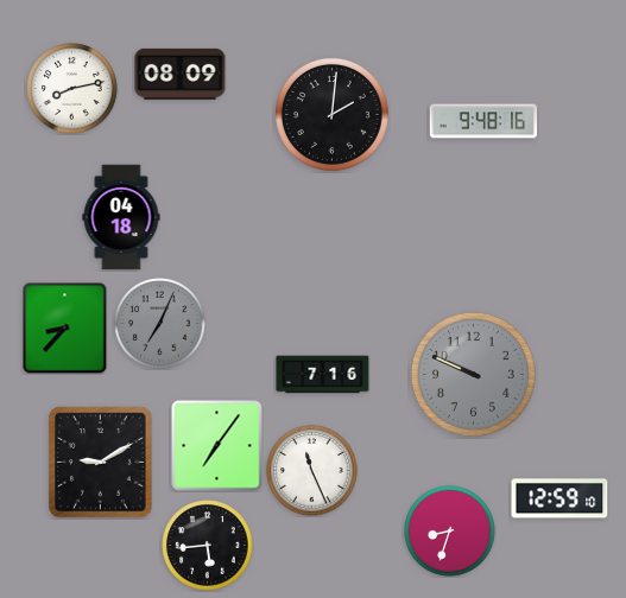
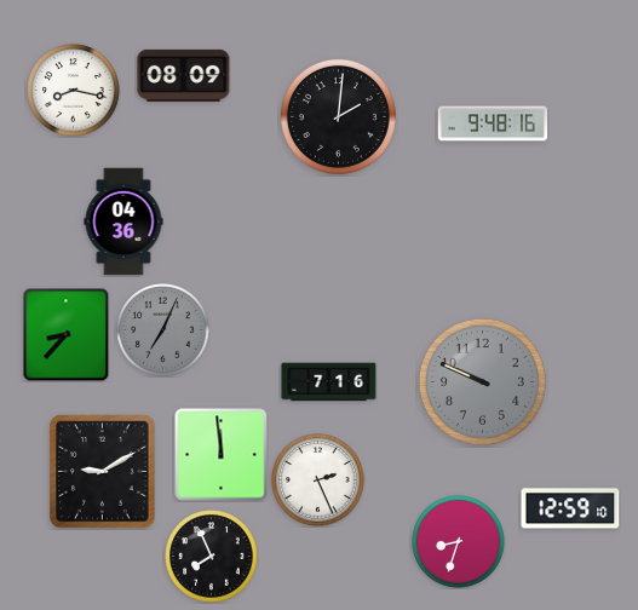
clock at (72, 89): 8:13 -> 8:17
clock at (121, 217): 04:18 -> 04:36
clock at (217, 446): 7:06 -> 11:59
clock at (312, 471): 11:26 -> 2:26
clock at (208, 546): 5:44 -> 7:56
